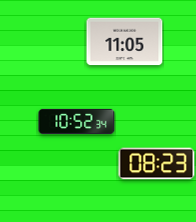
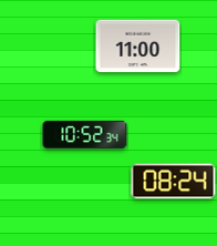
clock at (125, 42): 11:05 -> 11:00
clock at (157, 164): 08:23 -> 08:24
